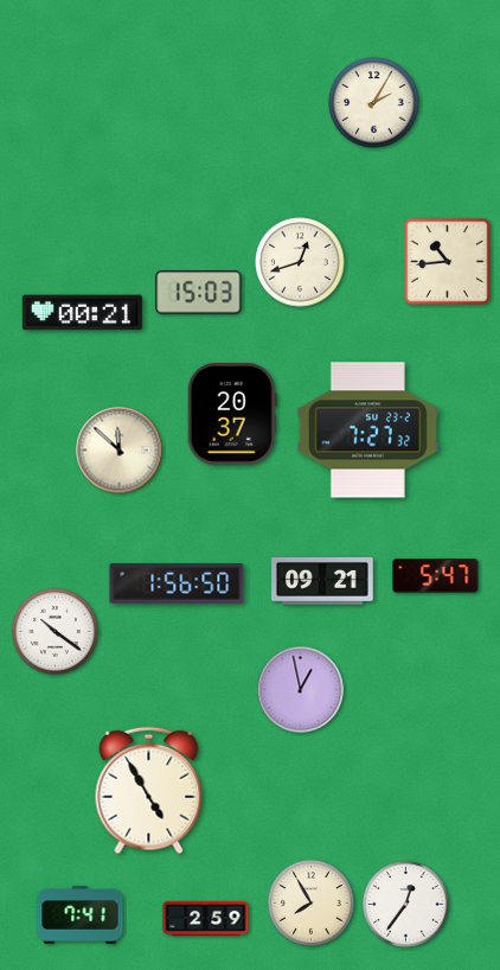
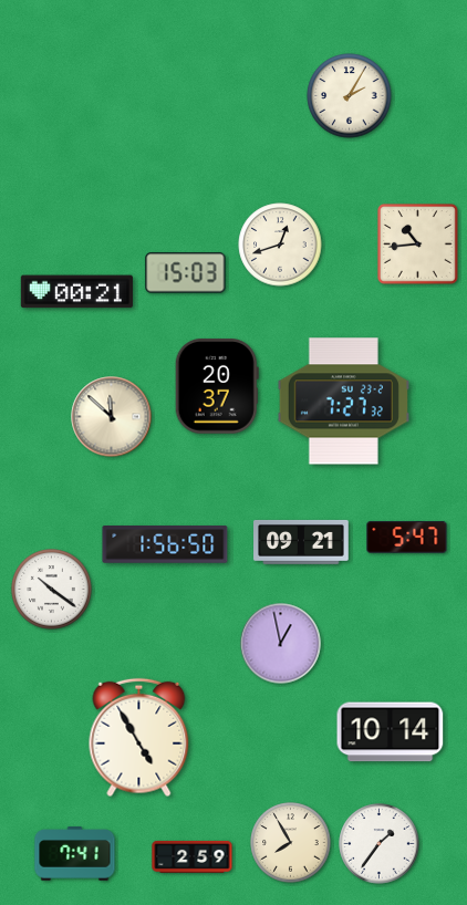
clock at (120, 451) position: (120, 451) -> (112, 417)
clock at (391, 732): none -> 10:14
clock at (406, 905): 12:36 -> 1:36
